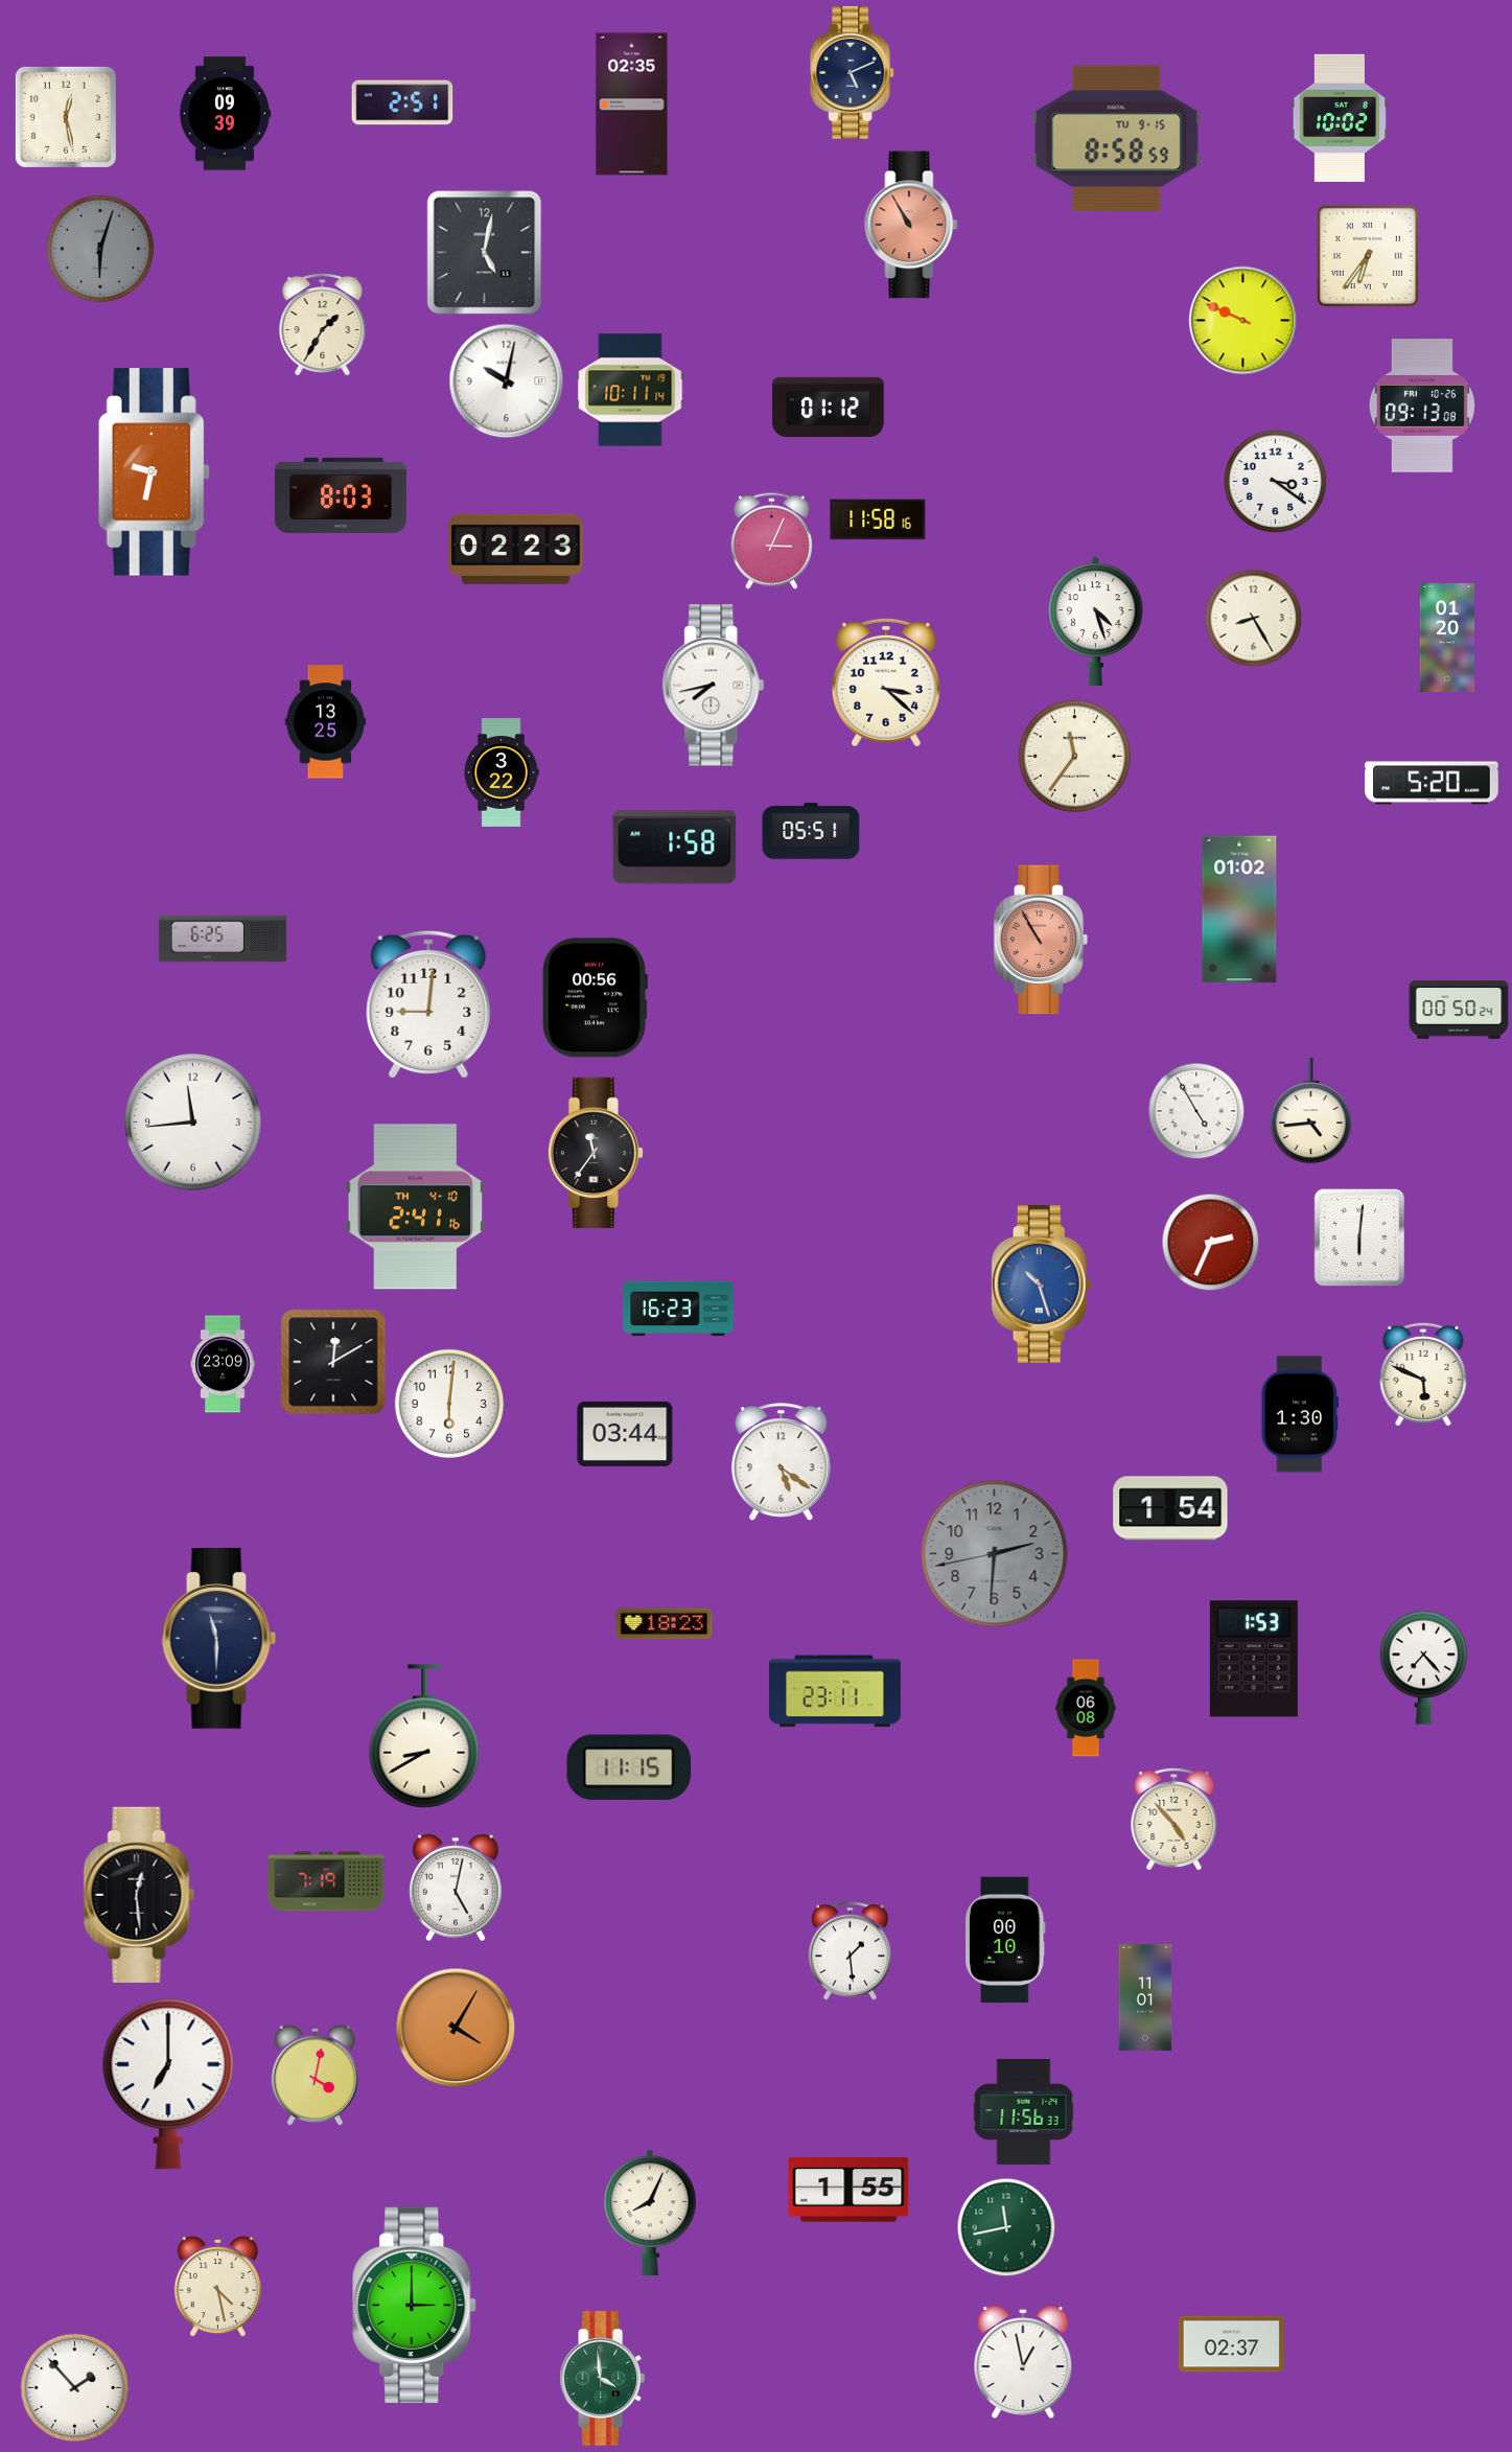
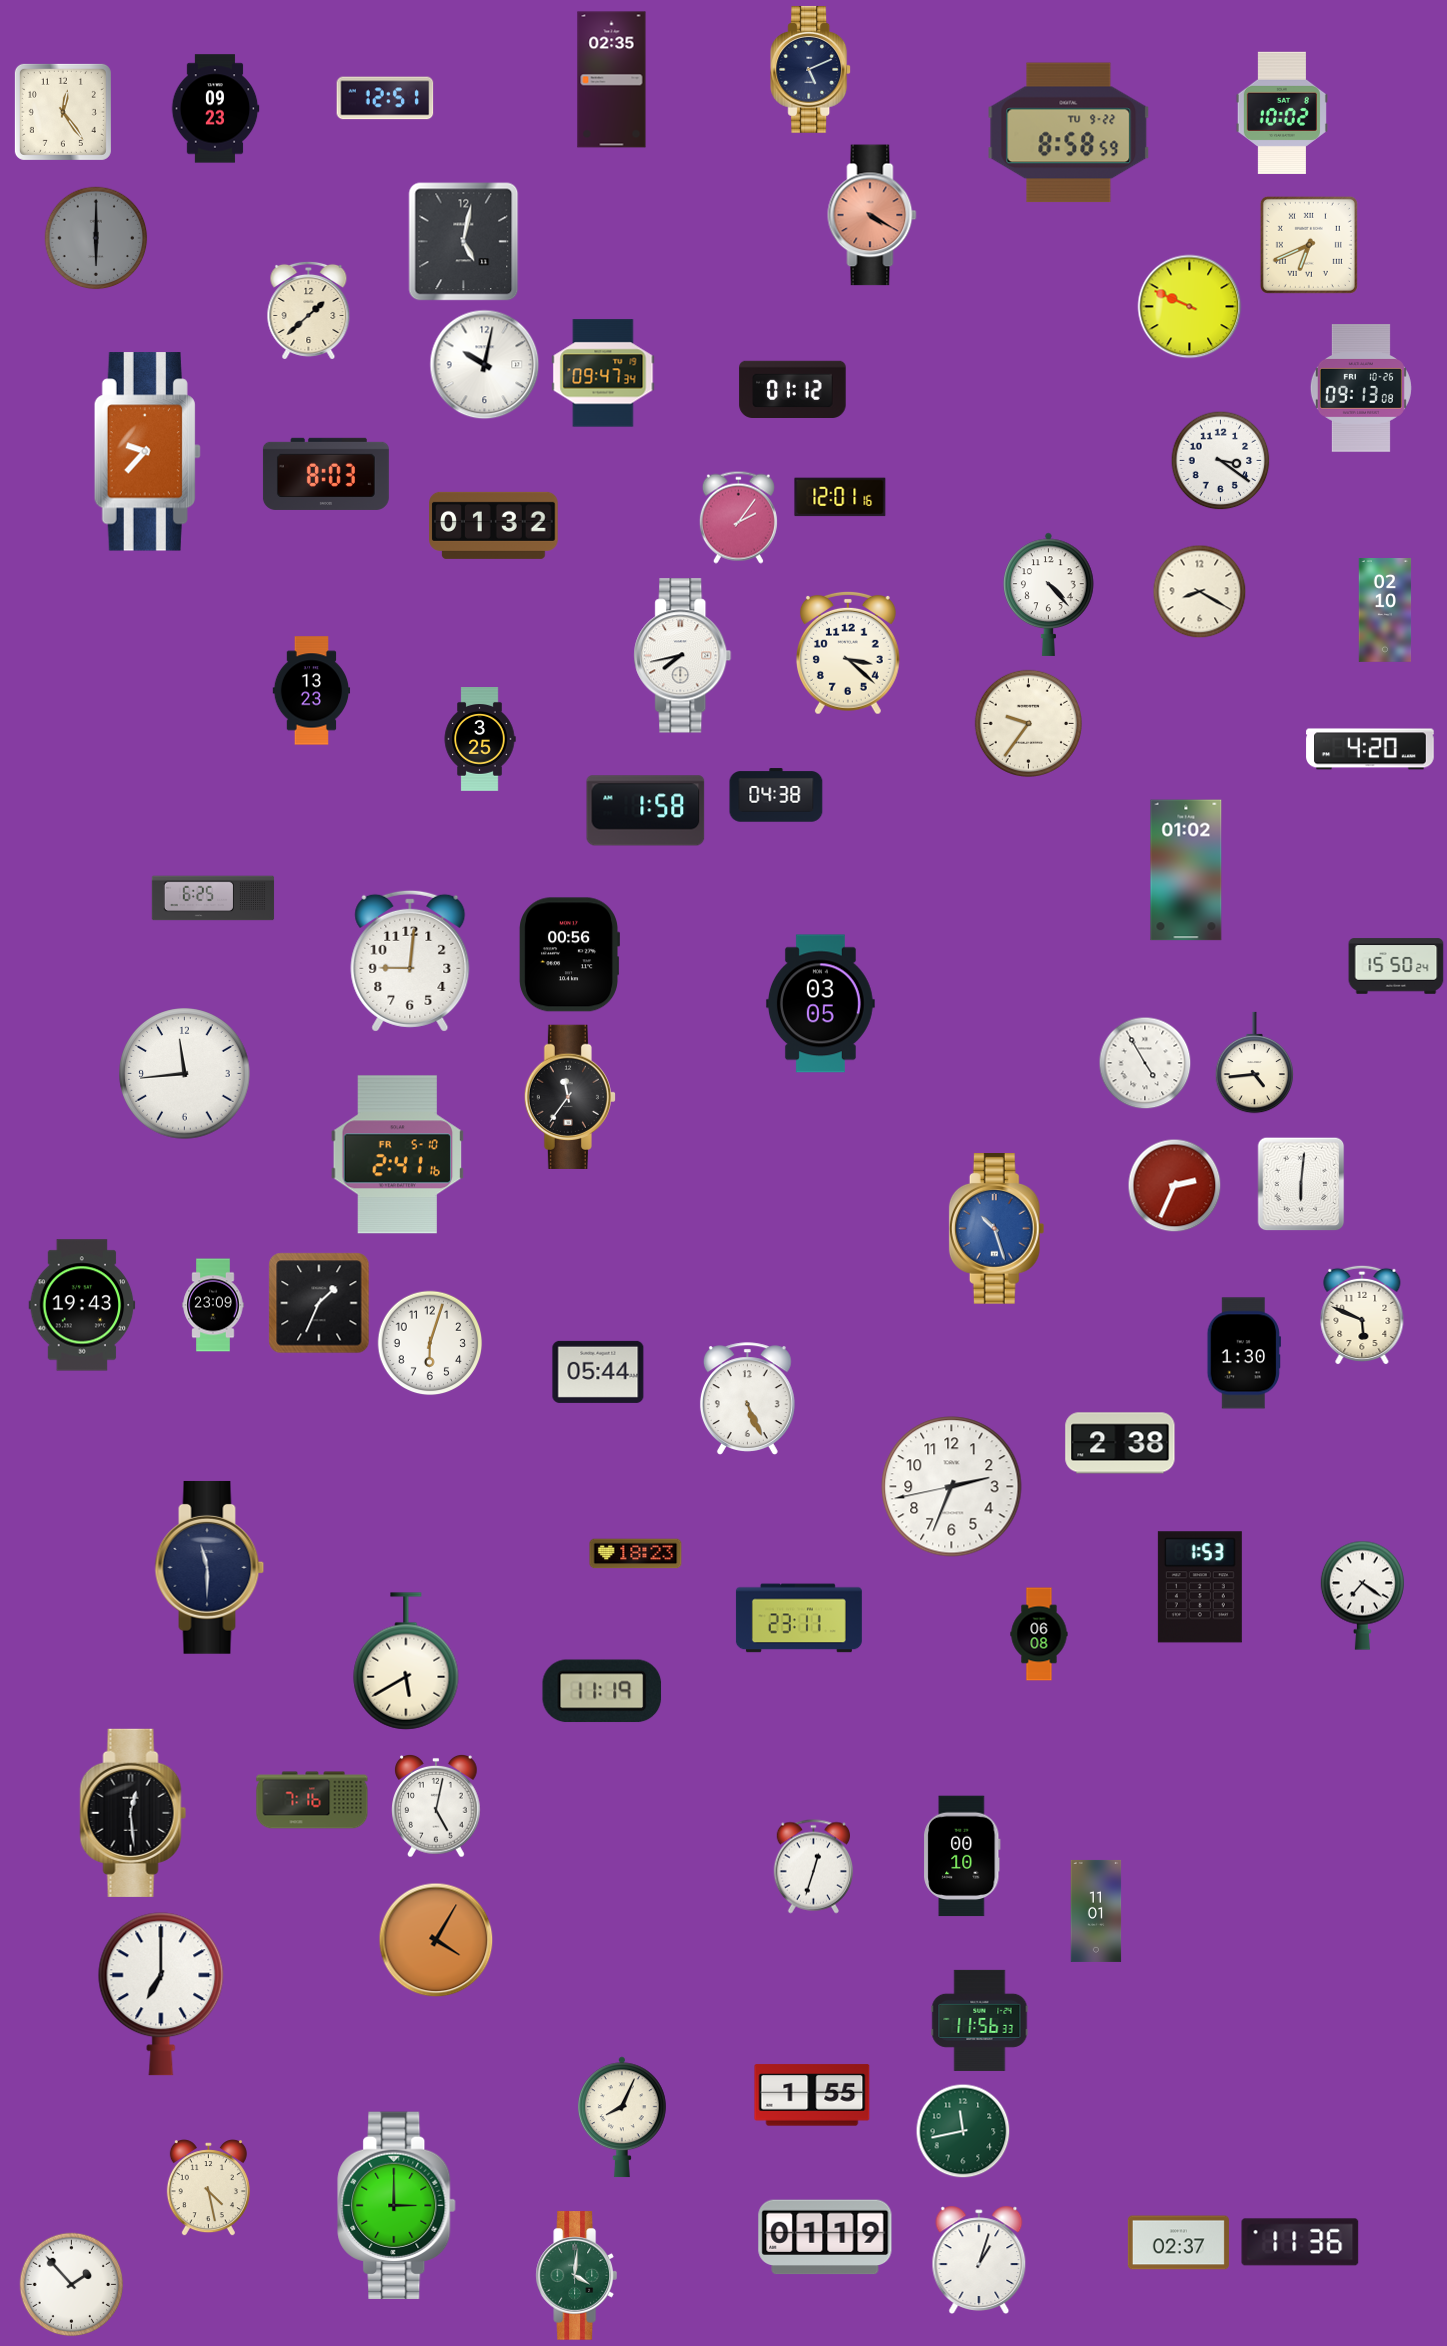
clock at (853, 72) position: (853, 72) -> (811, 69)
clock at (402, 102): 2:51 -> 12:51
clock at (632, 105) position: (632, 105) -> (612, 80)
clock at (225, 114): 09:39 -> 09:23
clock at (66, 117): 12:28 -> 12:24
clock at (1117, 139) date: TU 9-15 -> TU 9-22
clock at (911, 225): 10:55 -> 4:20
clock at (100, 249): 6:03 -> 6:00
clock at (1368, 256): 6:36 -> 6:41
clock at (323, 324): 1:35 -> 1:38
clock at (630, 390): 10:11 -> 09:47
clock at (154, 472): 9:32 -> 9:37
clock at (878, 519): 11:58 -> 12:01
clock at (771, 540): 3:04 -> 2:06
clock at (516, 549): 02:23 -> 01:32
clock at (1254, 619): 8:25 -> 8:20
clock at (1096, 621): 4:27 -> 4:23
clock at (1447, 639): 01:20 -> 02:10
clock at (326, 722): 13:25 -> 13:23
clock at (1074, 756): 11:36 -> 9:36
clock at (502, 773): 3:22 -> 3:25
clock at (1432, 783): 5:20 -> 4:20
clock at (811, 831): 05:51 -> 04:38
clock at (1041, 940): 10:55 -> none
clock at (1459, 1010): 00:50 -> 15:50
clock at (820, 1004): none -> 03:05
clock at (596, 1152) position: (596, 1152) -> (570, 1096)
clock at (416, 1207) date: TH 4-10 -> FR 5-10
clock at (1211, 1243) position: (1211, 1243) -> (1175, 1186)
clock at (678, 1309): 16:23 -> none
clock at (333, 1362): 12:10 -> 1:34
clock at (82, 1305): none -> 19:43
clock at (449, 1404): 6:01 -> 6:03
clock at (625, 1434): 03:44 -> 05:44
clock at (781, 1462): 5:21 -> 5:26
clock at (1170, 1508): 1:54 -> 2:38
clock at (995, 1554): 2:30 -> 2:33
clock at (995, 1554) dial: grey -> white
clock at (1423, 1667): 7:23 -> 7:21
clock at (424, 1736): 8:40 -> 5:40
clock at (629, 1767): 11:15 -> 11:19
clock at (1174, 1819): 4:53 -> none
clock at (326, 1881): 7:19 -> 7:16
clock at (850, 1951): 1:29 -> 12:33
clock at (315, 2076): 4:02 -> none
clock at (825, 2237): none -> 01:19
clock at (1300, 2242): none -> 11:36
clock at (1023, 2361): 12:58 -> 1:03
clock at (602, 2379): 3:59 -> 4:01
